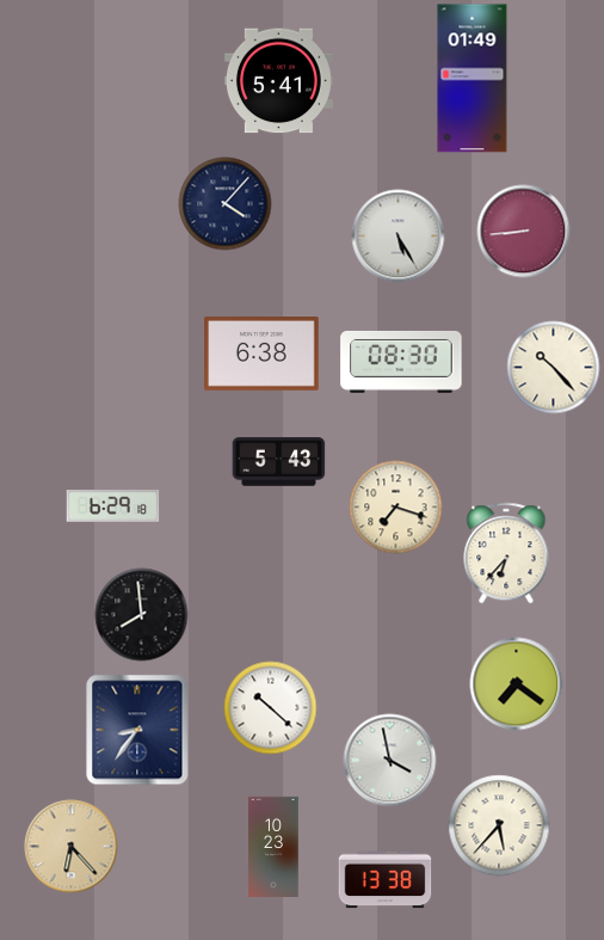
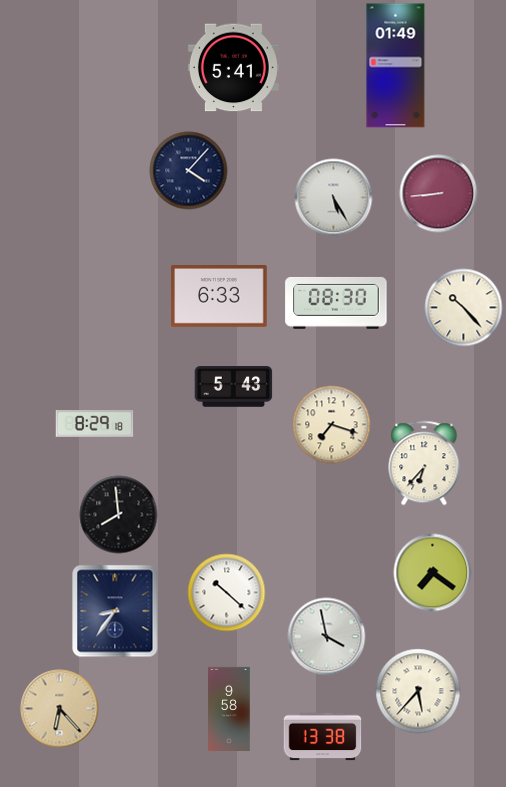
clock at (261, 355): 6:38 -> 6:33
clock at (112, 506): 6:29 -> 8:29
clock at (273, 846): 10:23 -> 9:58
